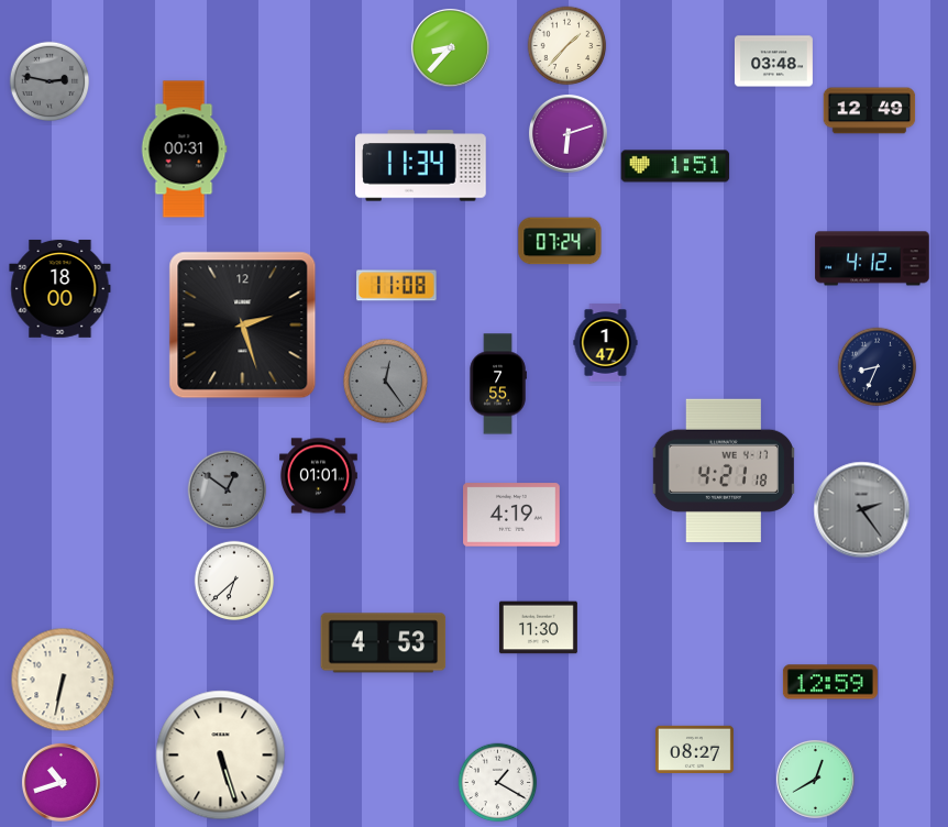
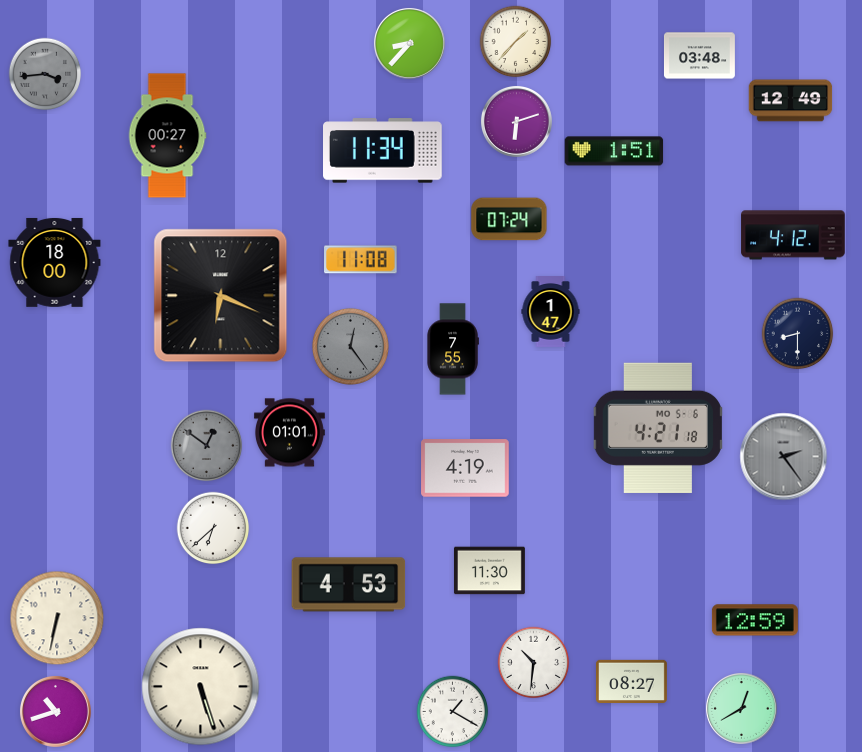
clock at (773, 62) position: (773, 62) -> (699, 56)
clock at (49, 81): 2:47 -> 3:44
clock at (184, 150): 00:31 -> 00:27
clock at (243, 326): 2:27 -> 6:19
clock at (878, 367): 8:34 -> 8:30
clock at (724, 470) date: WE 4-17 -> MO 5-6
clock at (862, 510) position: (862, 510) -> (784, 457)
clock at (534, 663): none -> 10:31
